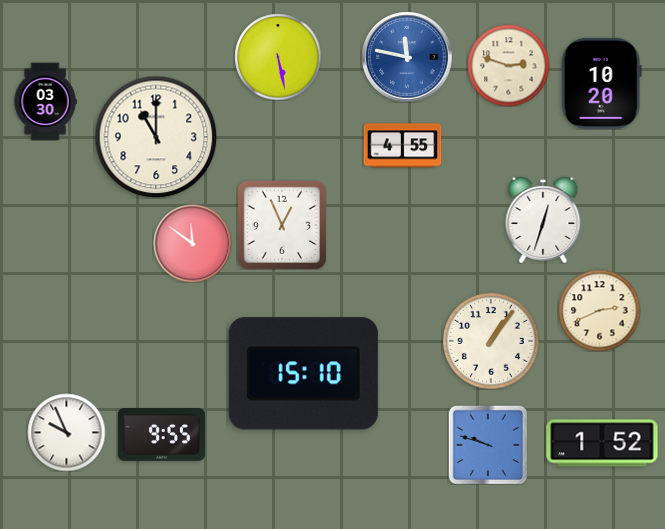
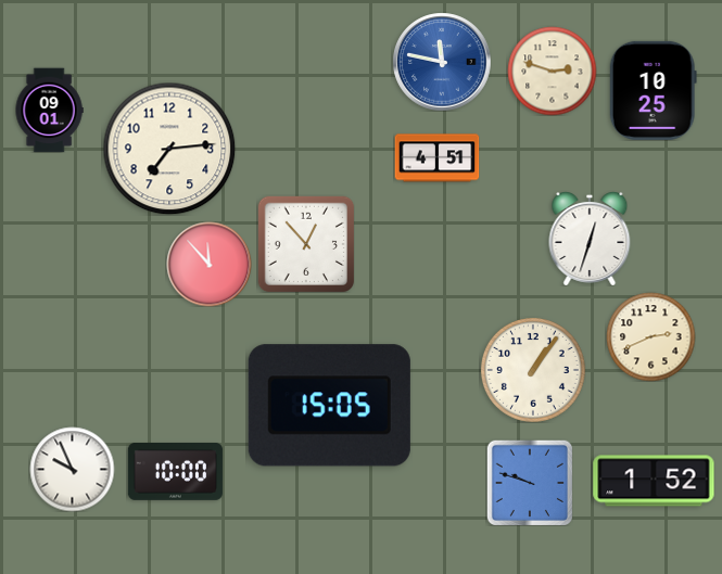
clock at (278, 57): 5:28 -> none
clock at (601, 83): 10:20 -> 10:25
clock at (45, 101): 03:30 -> 09:01
clock at (156, 137): 11:00 -> 7:14
clock at (402, 146): 4:55 -> 4:51
clock at (281, 224): 12:56 -> 12:53
clock at (192, 243): 11:51 -> 11:53
clock at (303, 374): 15:10 -> 15:05
clock at (161, 434): 9:55 -> 10:00
